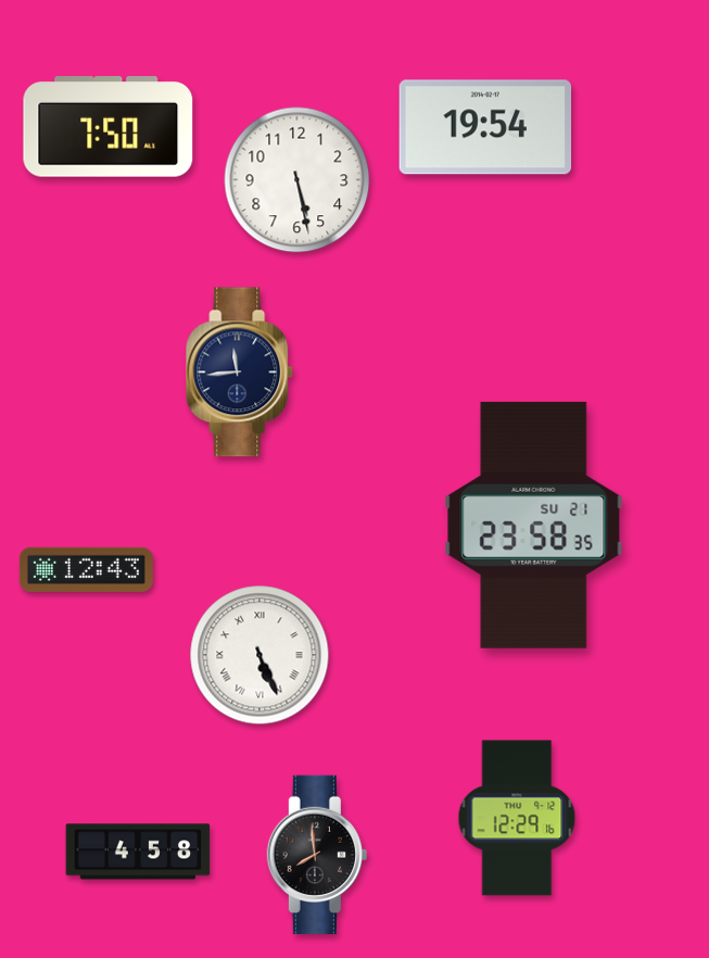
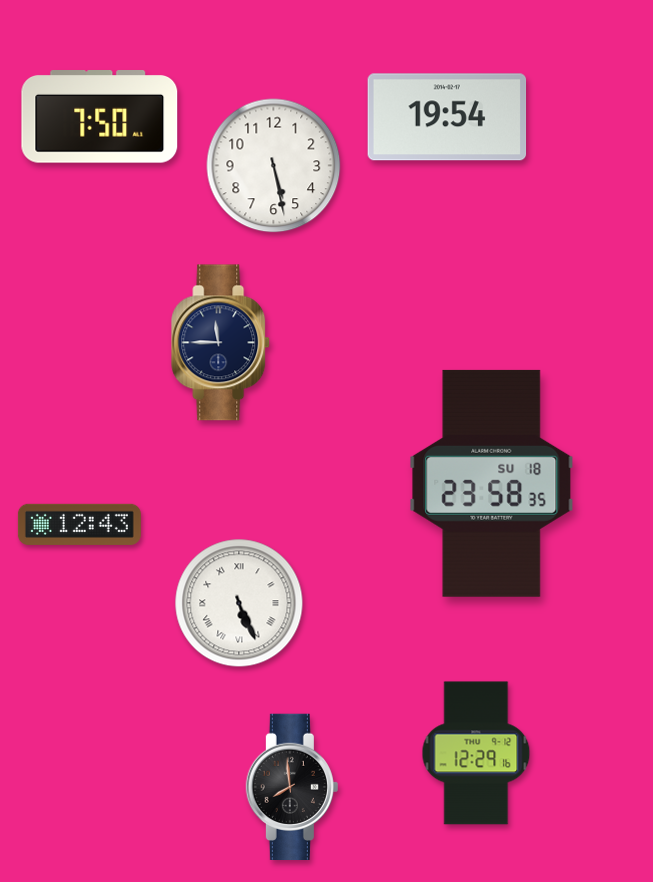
clock at (240, 373): 11:44 -> 11:45
clock at (534, 525) date: SU 21 -> SU 18
clock at (138, 852): 4:58 -> none
